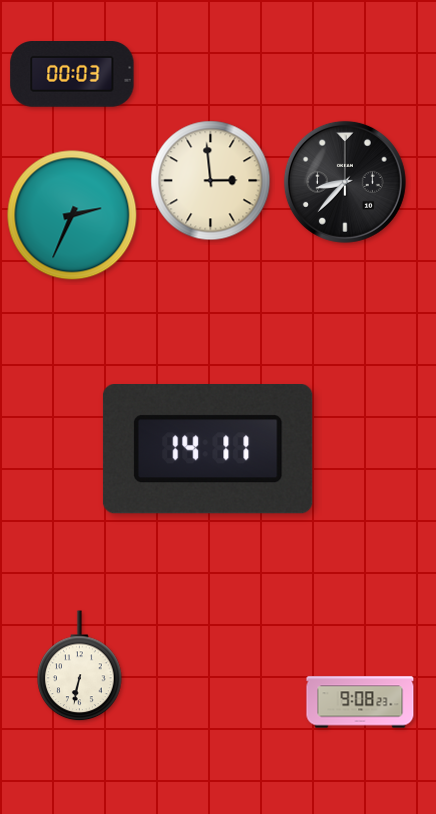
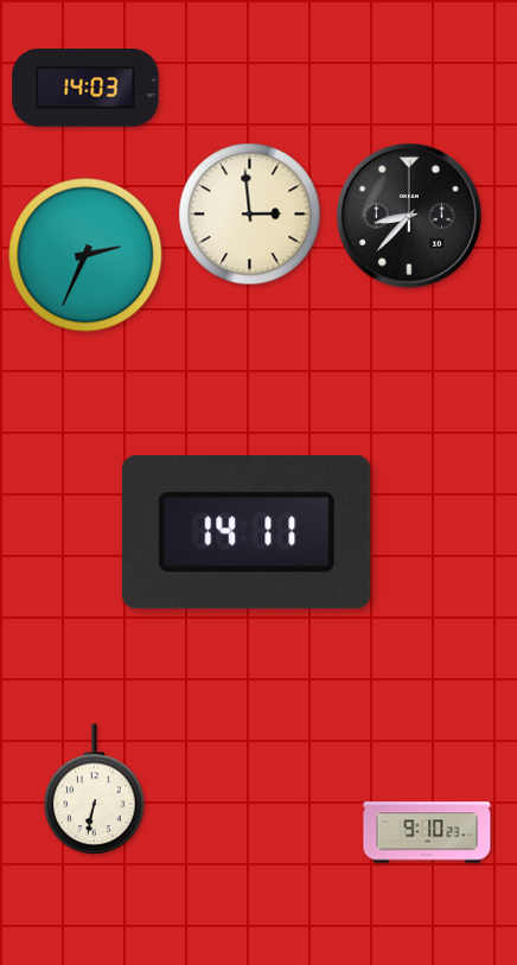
clock at (72, 75): 00:03 -> 14:03
clock at (360, 702): 9:08 -> 9:10
